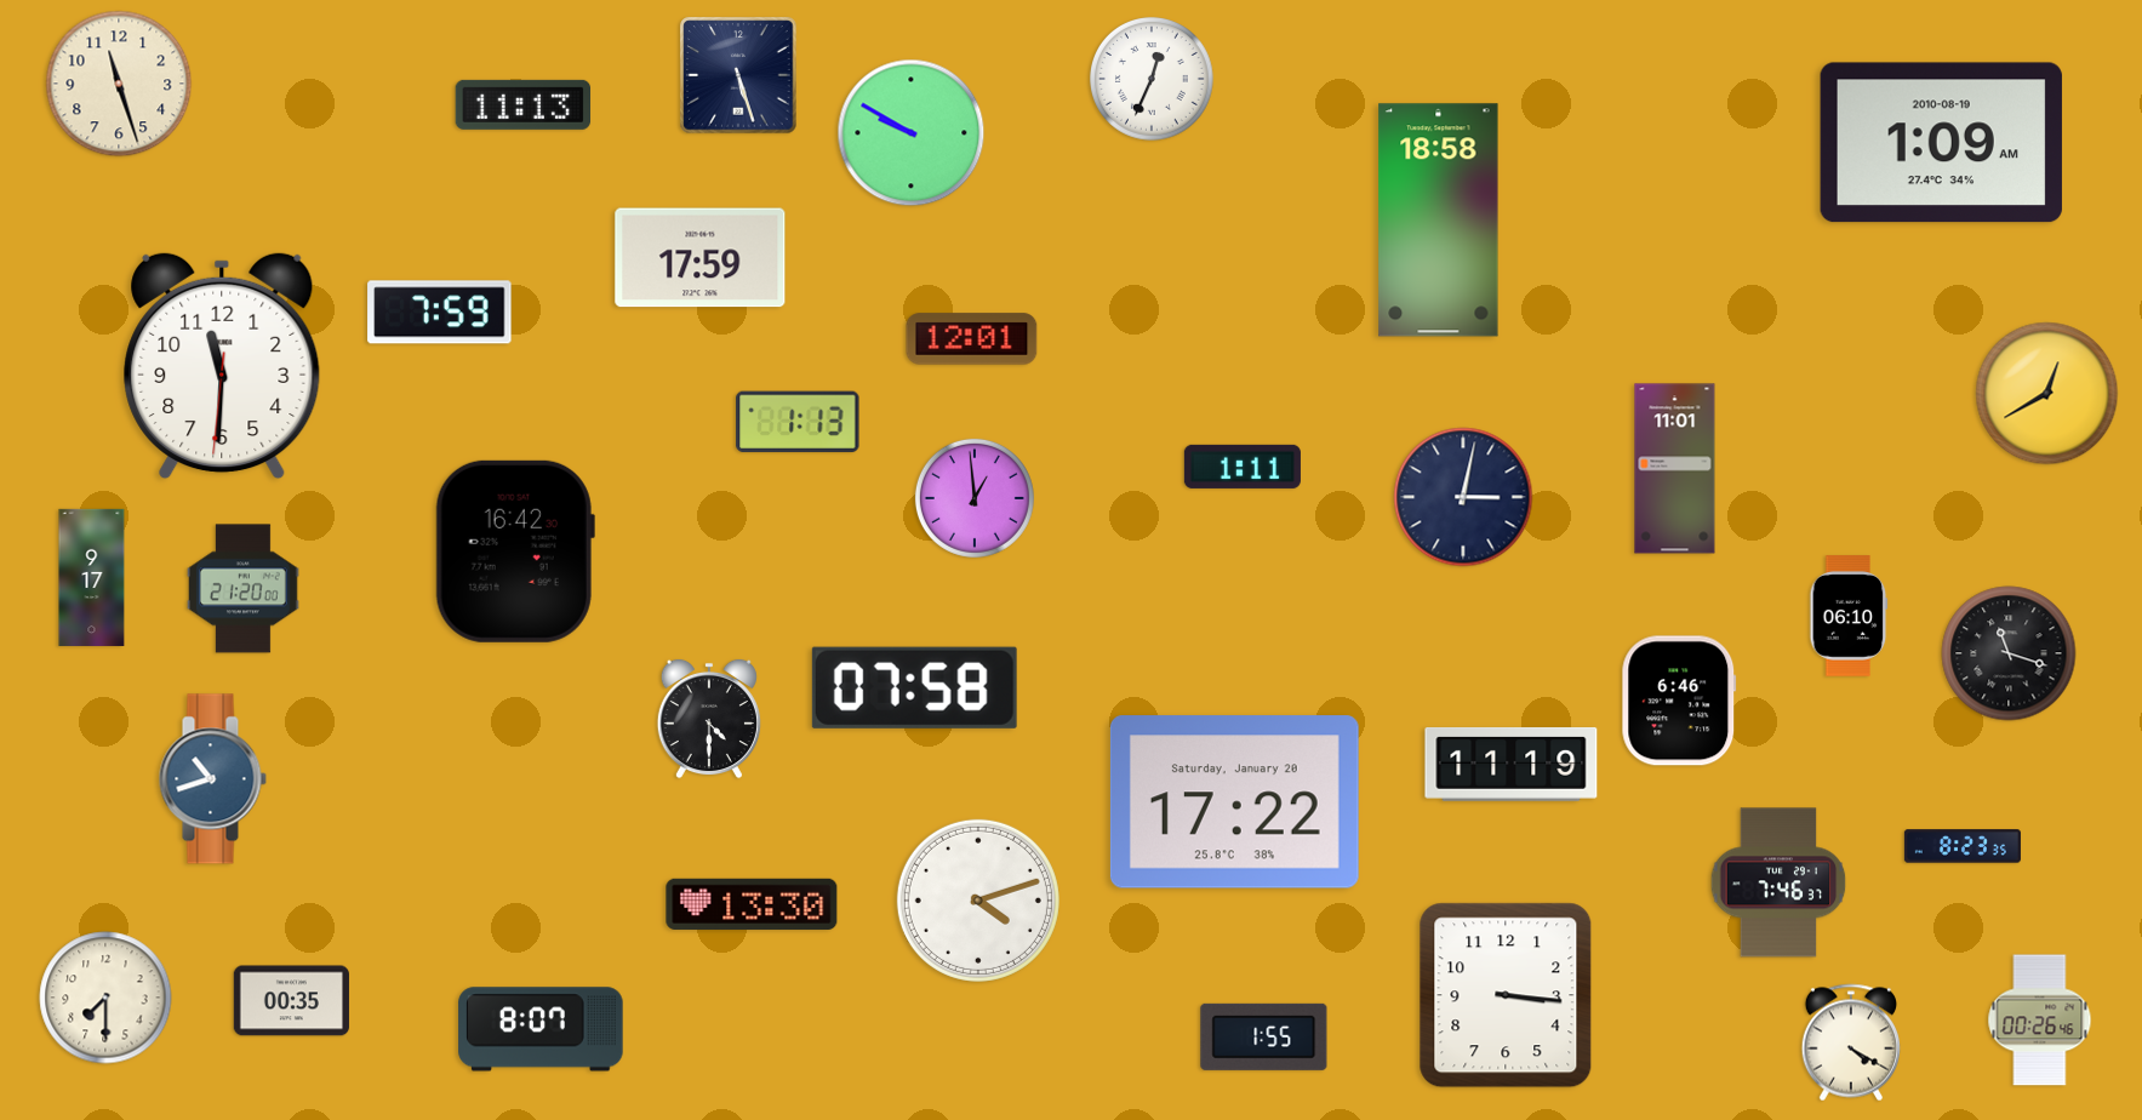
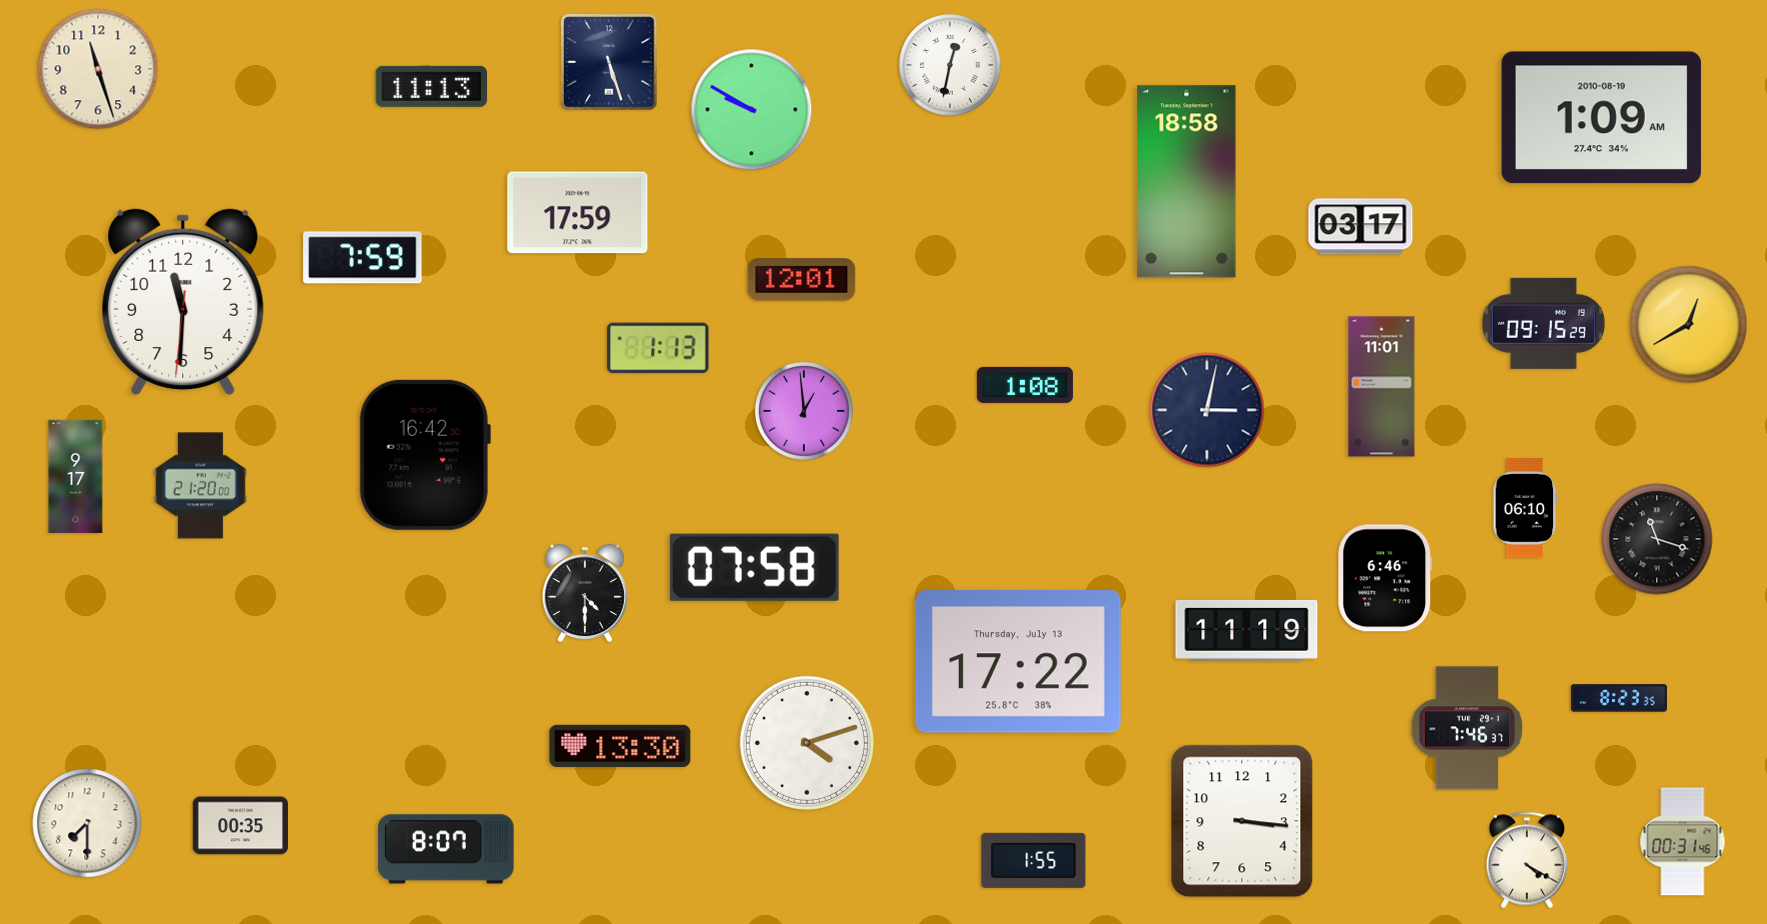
clock at (1153, 80): 12:34 -> 12:32
clock at (1361, 227): none -> 03:17
clock at (1543, 323): none -> 09:15
clock at (1243, 467): 1:11 -> 1:08
clock at (212, 779): 10:42 -> none
clock at (1234, 802) date: Saturday, January 20 -> Thursday, July 13
clock at (2040, 1021): 00:26 -> 00:31
clock at (1264, 1036) position: (1264, 1036) -> (1034, 860)
